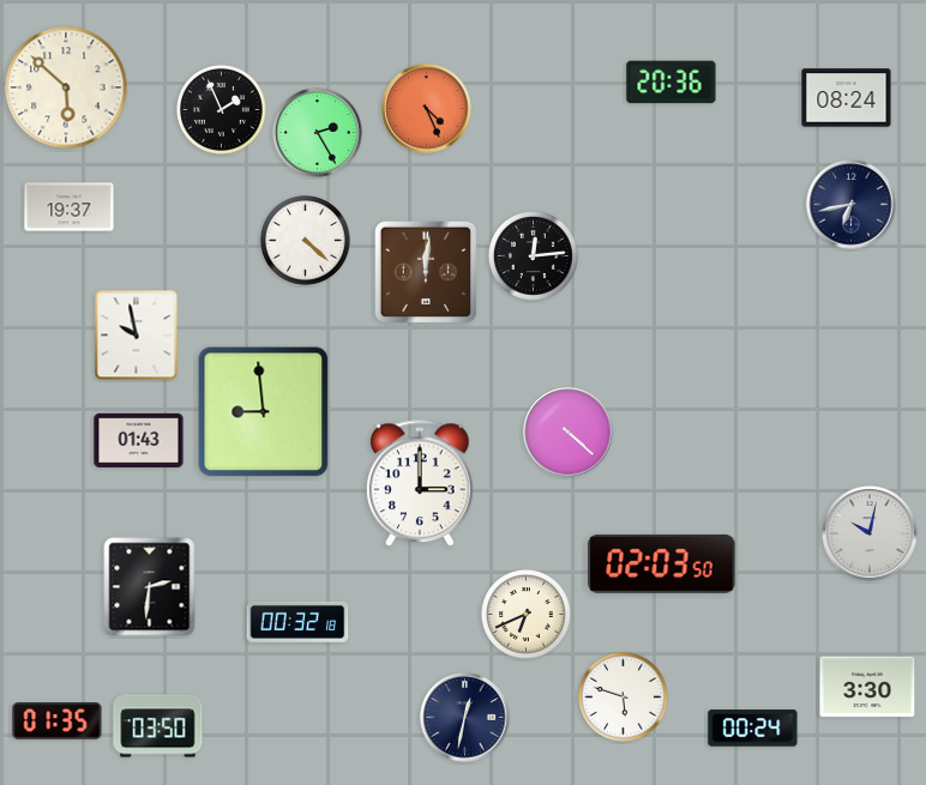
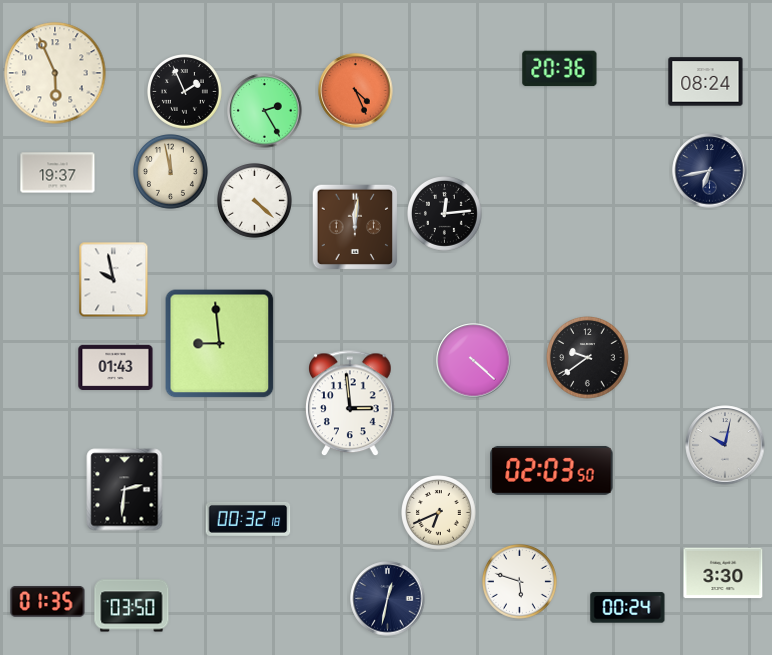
clock at (66, 87): 5:52 -> 5:56
clock at (171, 172): none -> 11:58
clock at (588, 358): none -> 9:39
clock at (420, 484): 3:00 -> 2:59
